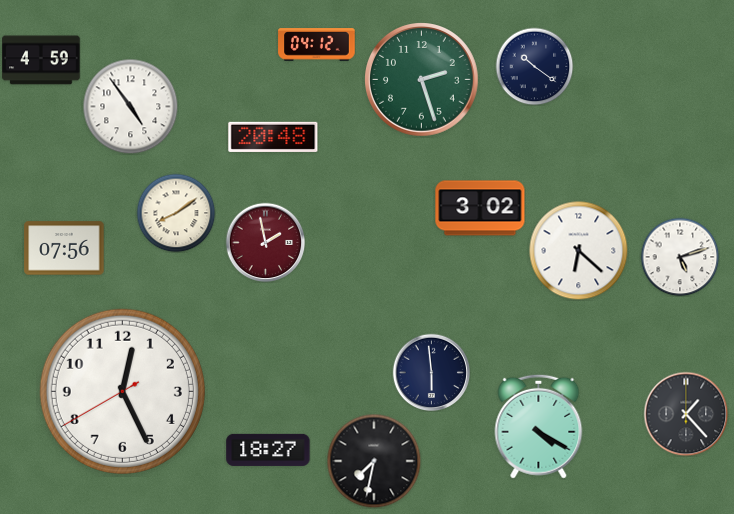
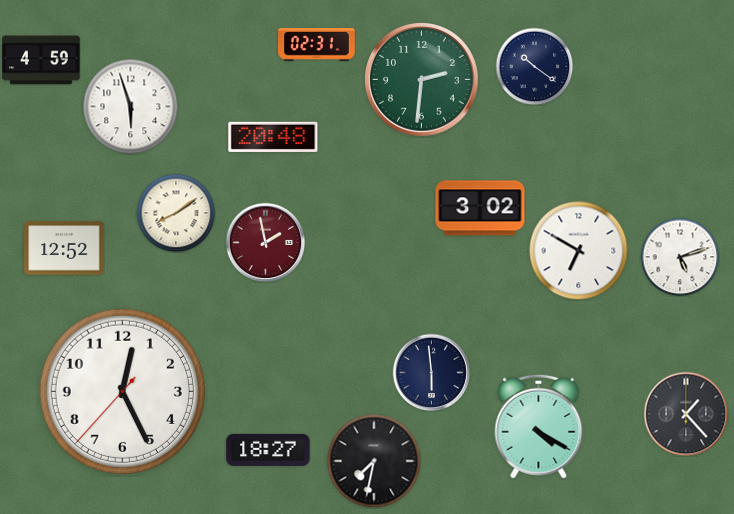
clock at (317, 45): 04:12 -> 02:31
clock at (422, 80): 2:27 -> 2:31
clock at (130, 106): 4:54 -> 5:57
clock at (64, 248): 07:56 -> 12:52
clock at (579, 251): 6:22 -> 6:50
clock at (122, 391): 12:25:40 -> 12:25:37
